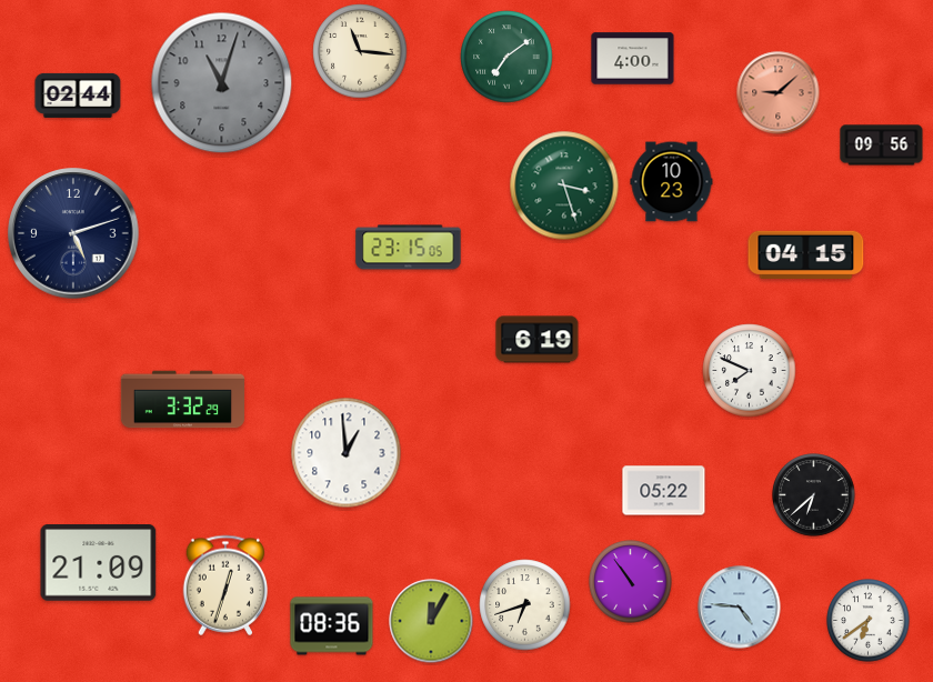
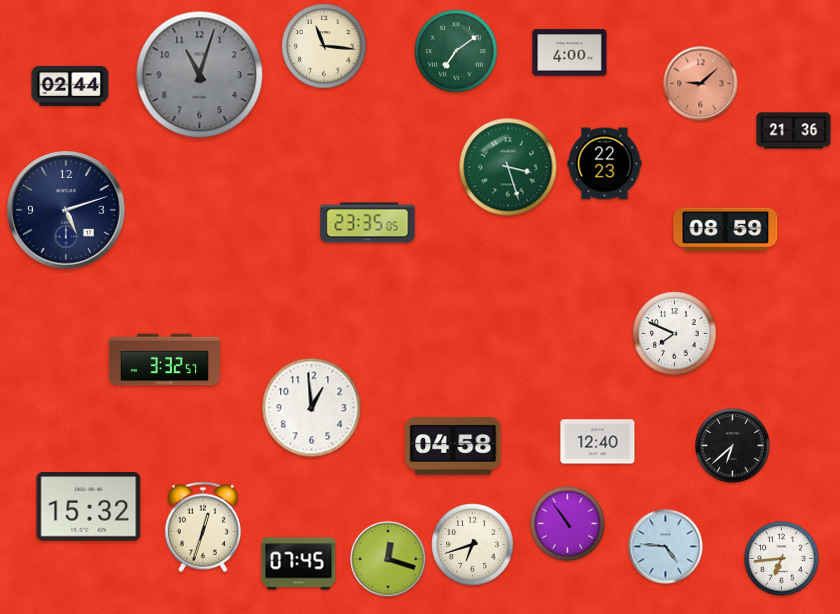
clock at (882, 146): 09:56 -> 21:36
clock at (672, 182): 10:23 -> 22:23
clock at (409, 248): 23:15 -> 23:35
clock at (806, 254): 04:15 -> 08:59
clock at (538, 340): 6:19 -> none
clock at (182, 400): 3:32:29 -> 3:32:57
clock at (664, 491): 05:22 -> 12:40
clock at (453, 446): none -> 04:58
clock at (99, 563): 21:09 -> 15:32
clock at (431, 621): 12:05 -> 12:18
clock at (869, 621): 6:39 -> 6:44
clock at (332, 626): 08:36 -> 07:45
